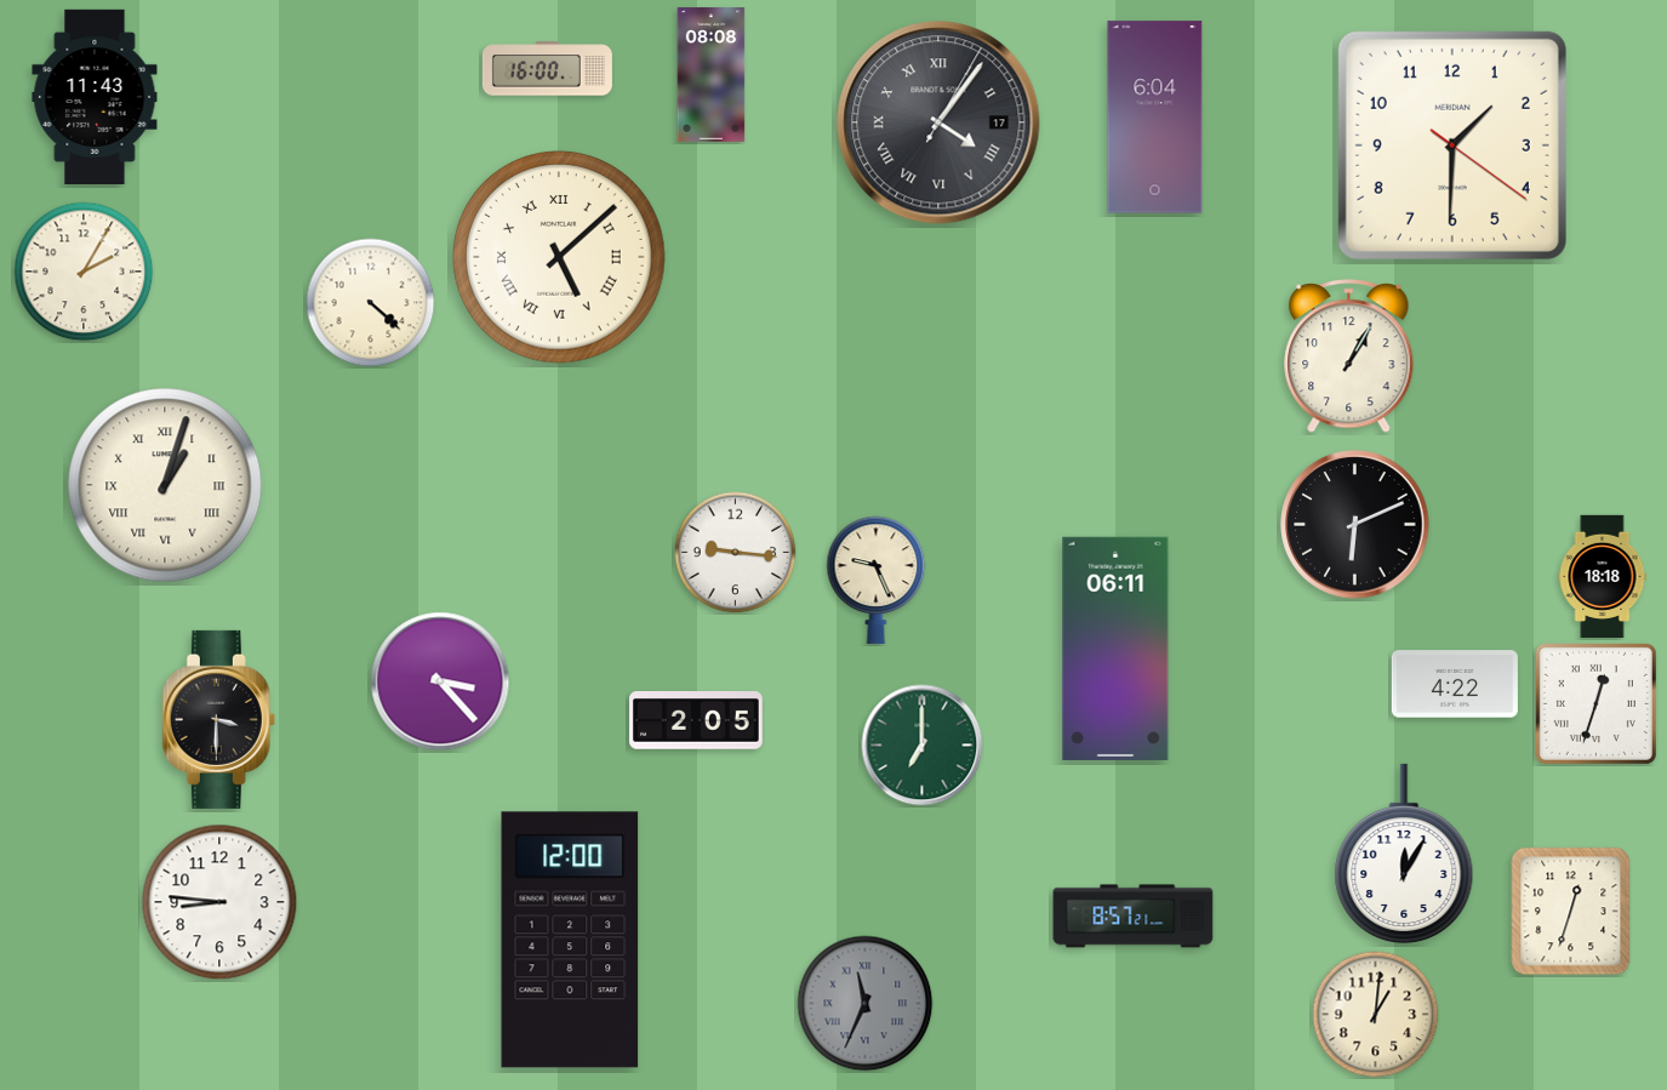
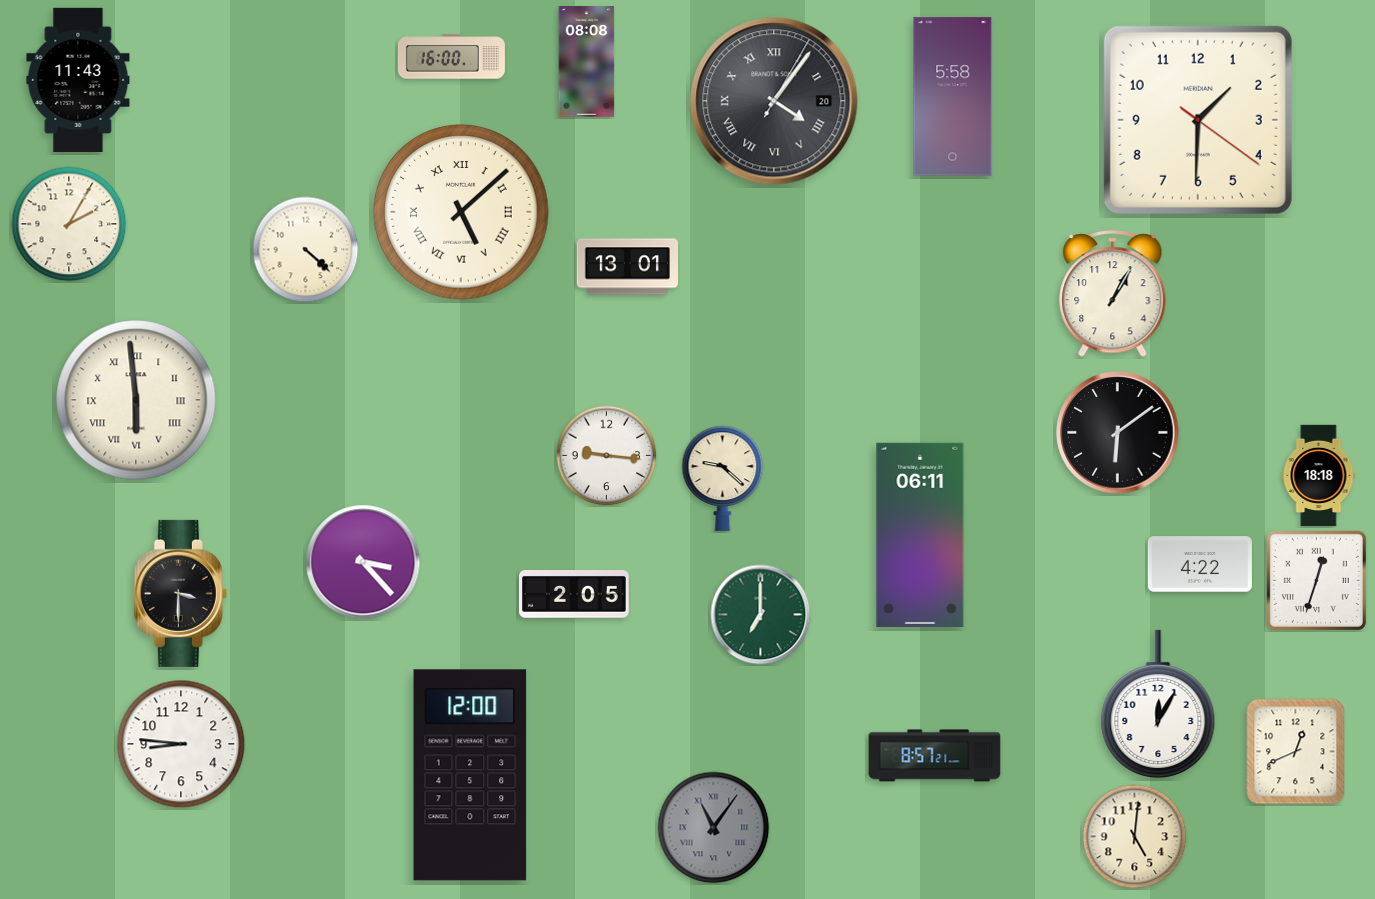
clock at (1155, 118): 6:04 -> 5:58
clock at (938, 122) date: 17 -> 20
clock at (627, 267): none -> 13:01
clock at (165, 485): 1:03 -> 5:59
clock at (1355, 525): 6:11 -> 6:09
clock at (1603, 576) position: (1603, 576) -> (1319, 475)
clock at (877, 580): 9:26 -> 9:22
clock at (1571, 912): 12:33 -> 12:41
clock at (866, 1004): 11:34 -> 11:06
clock at (1376, 1015): 1:01 -> 5:01
